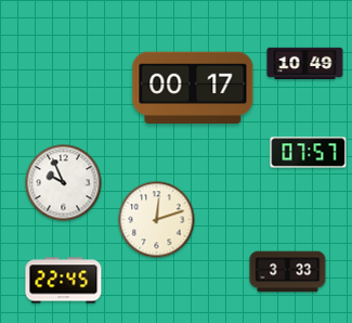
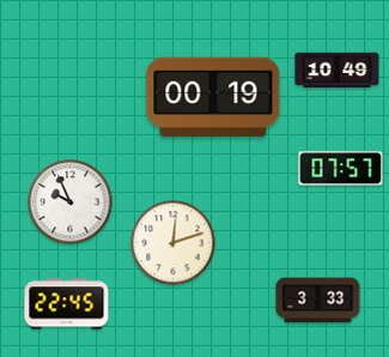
clock at (193, 87): 00:17 -> 00:19
clock at (64, 281) position: (64, 281) -> (67, 304)
